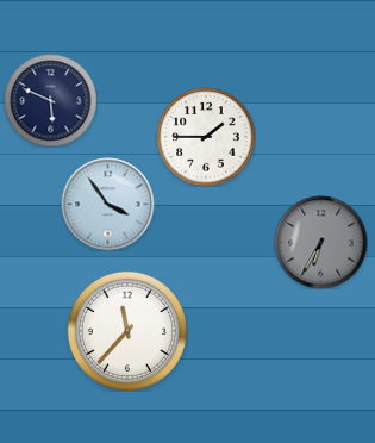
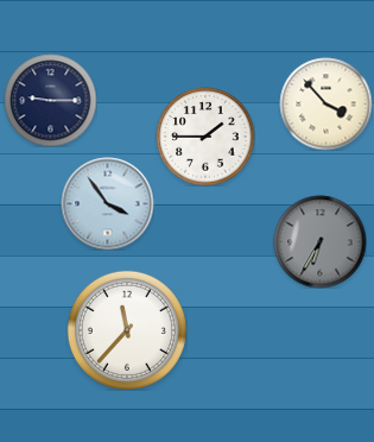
clock at (50, 100): 5:49 -> 9:15
clock at (325, 103): none -> 3:53
